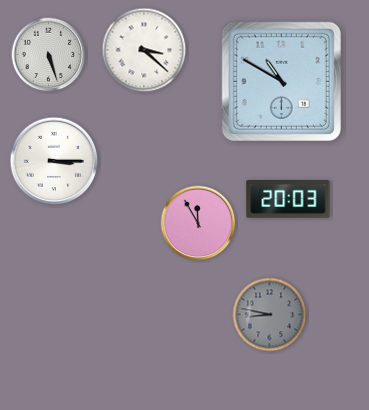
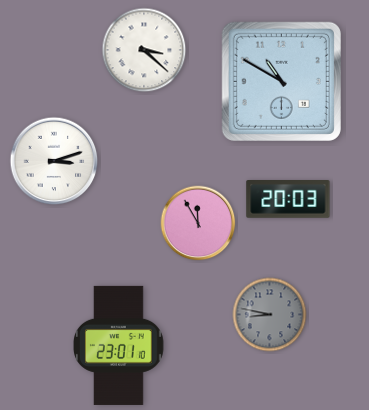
clock at (49, 55): 5:27 -> none
clock at (54, 161): 3:15 -> 3:12
clock at (119, 345): none -> 23:01
